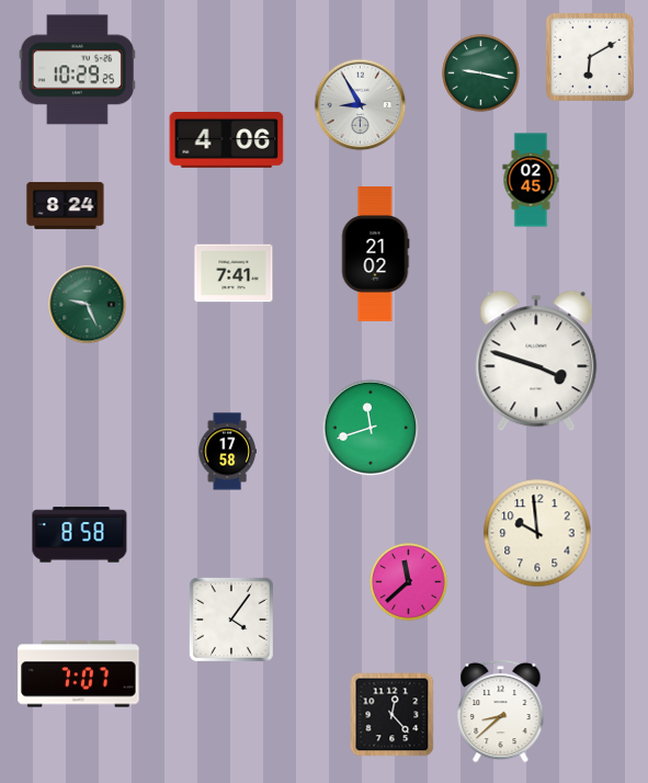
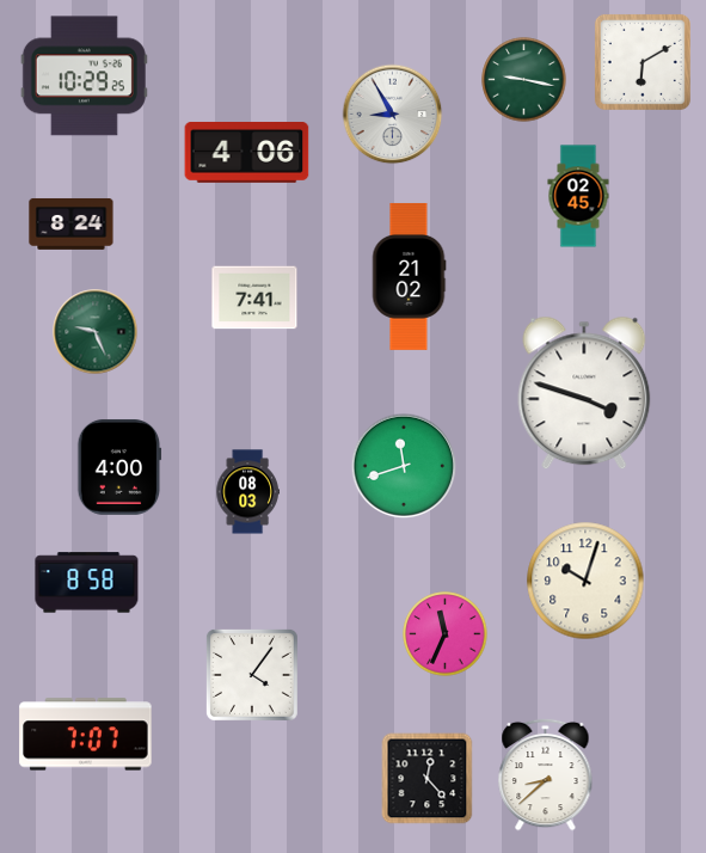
clock at (119, 467): none -> 4:00
clock at (227, 452): 17:58 -> 08:03
clock at (537, 533): 9:59 -> 10:03
clock at (409, 582): 11:38 -> 11:34
